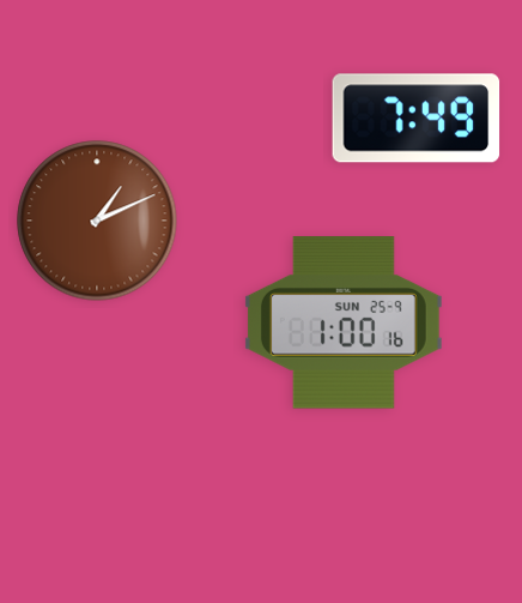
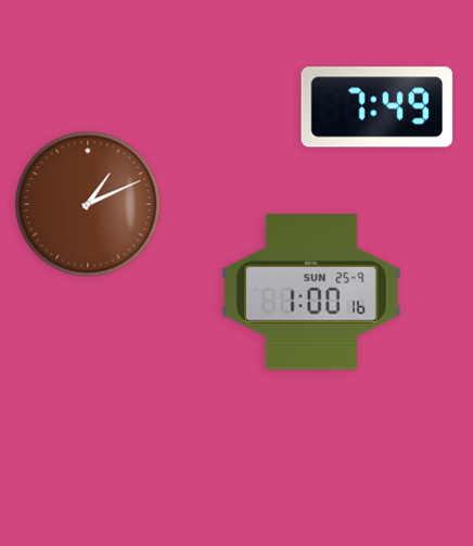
clock at (97, 221) position: (97, 221) -> (88, 204)
